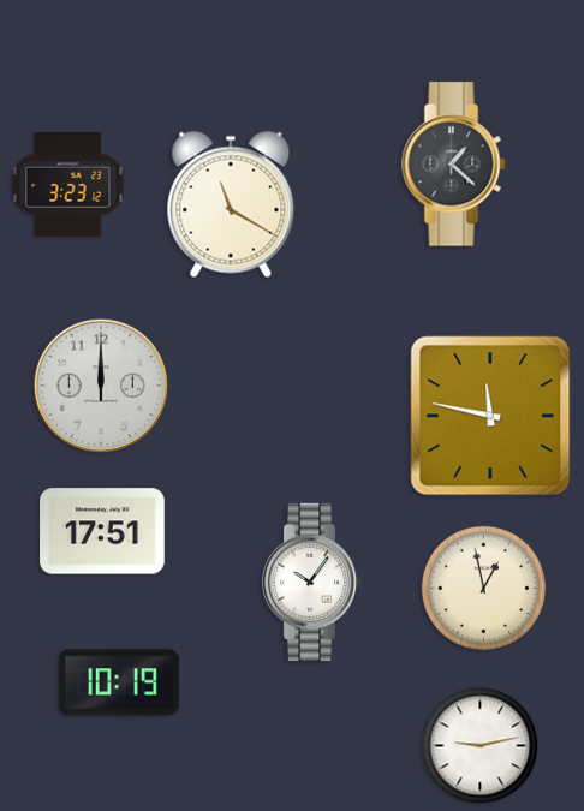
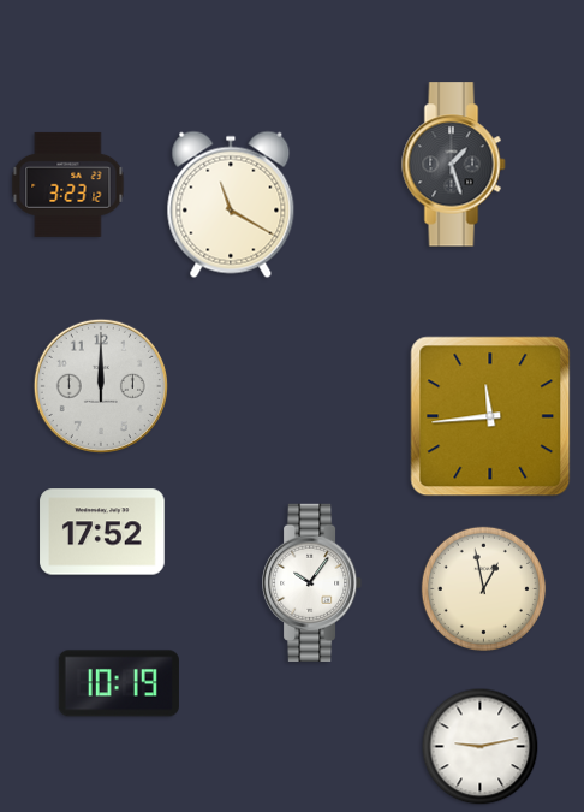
clock at (454, 165): 1:22 -> 1:27
clock at (490, 416): 11:47 -> 11:44
clock at (102, 531): 17:51 -> 17:52
